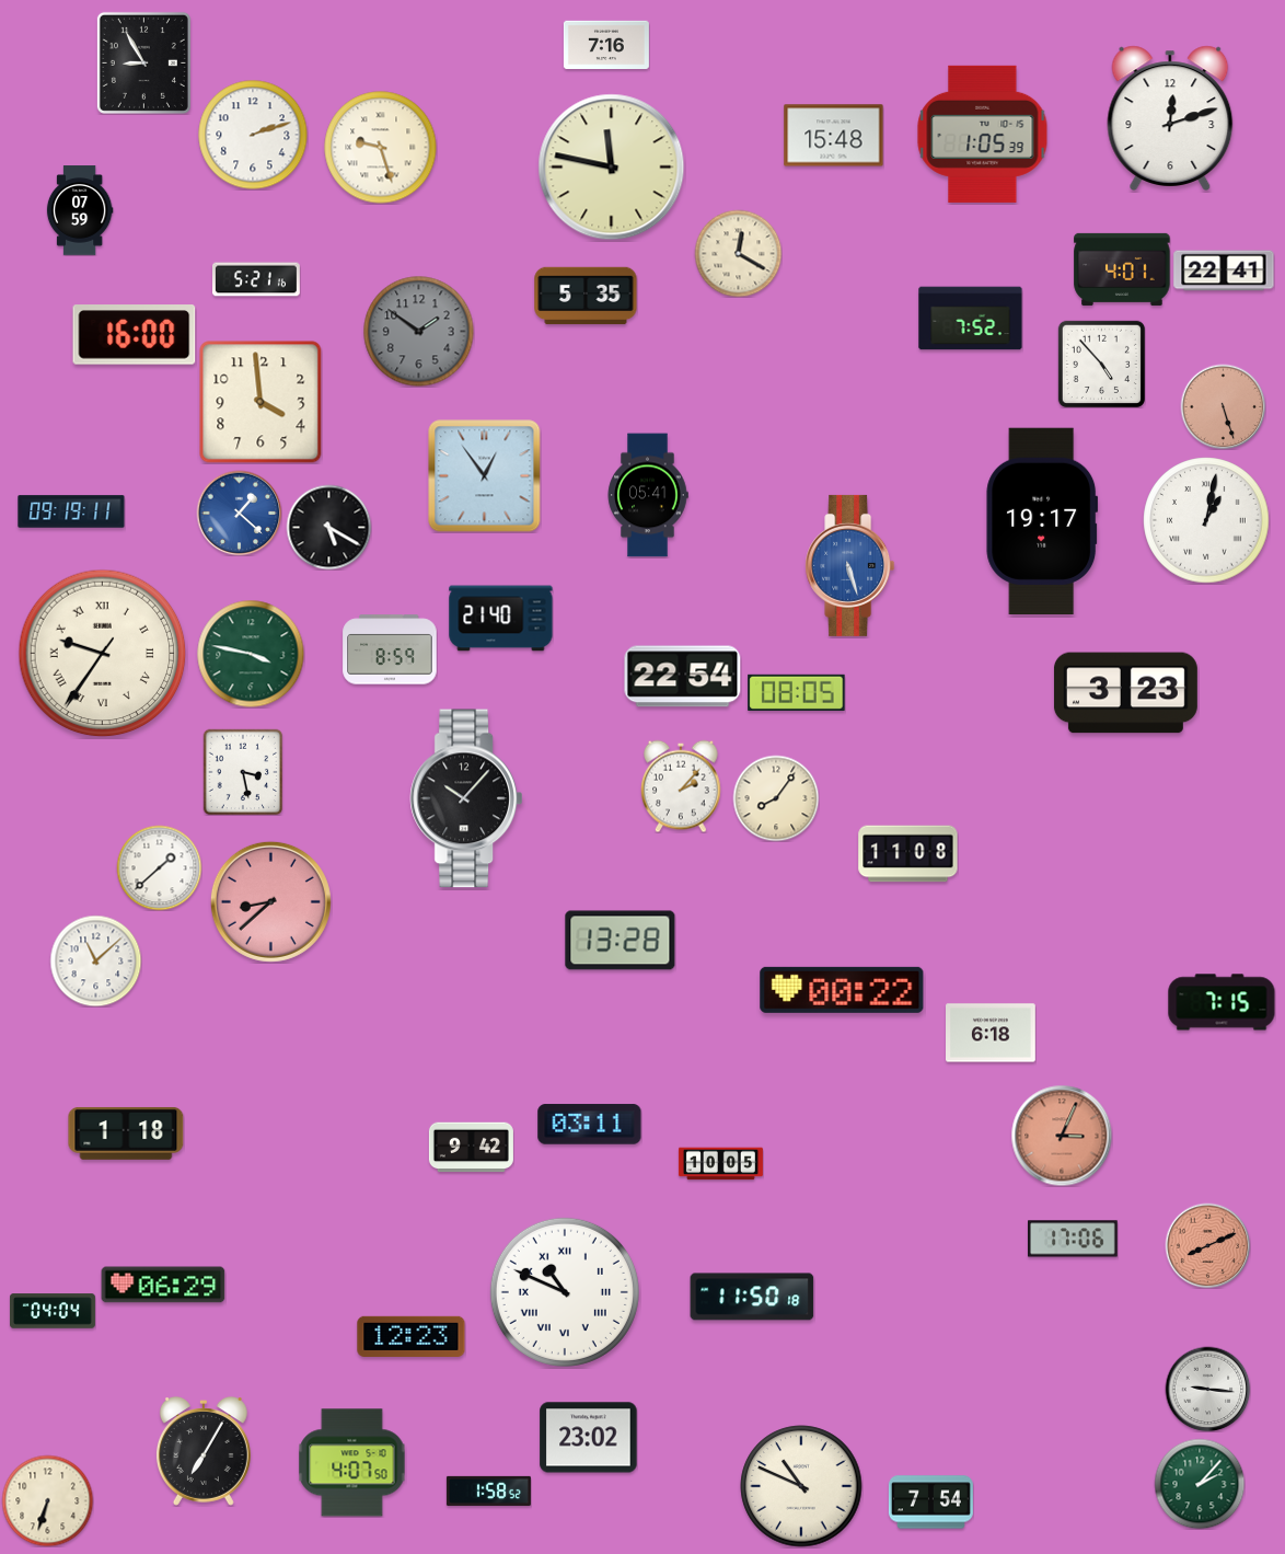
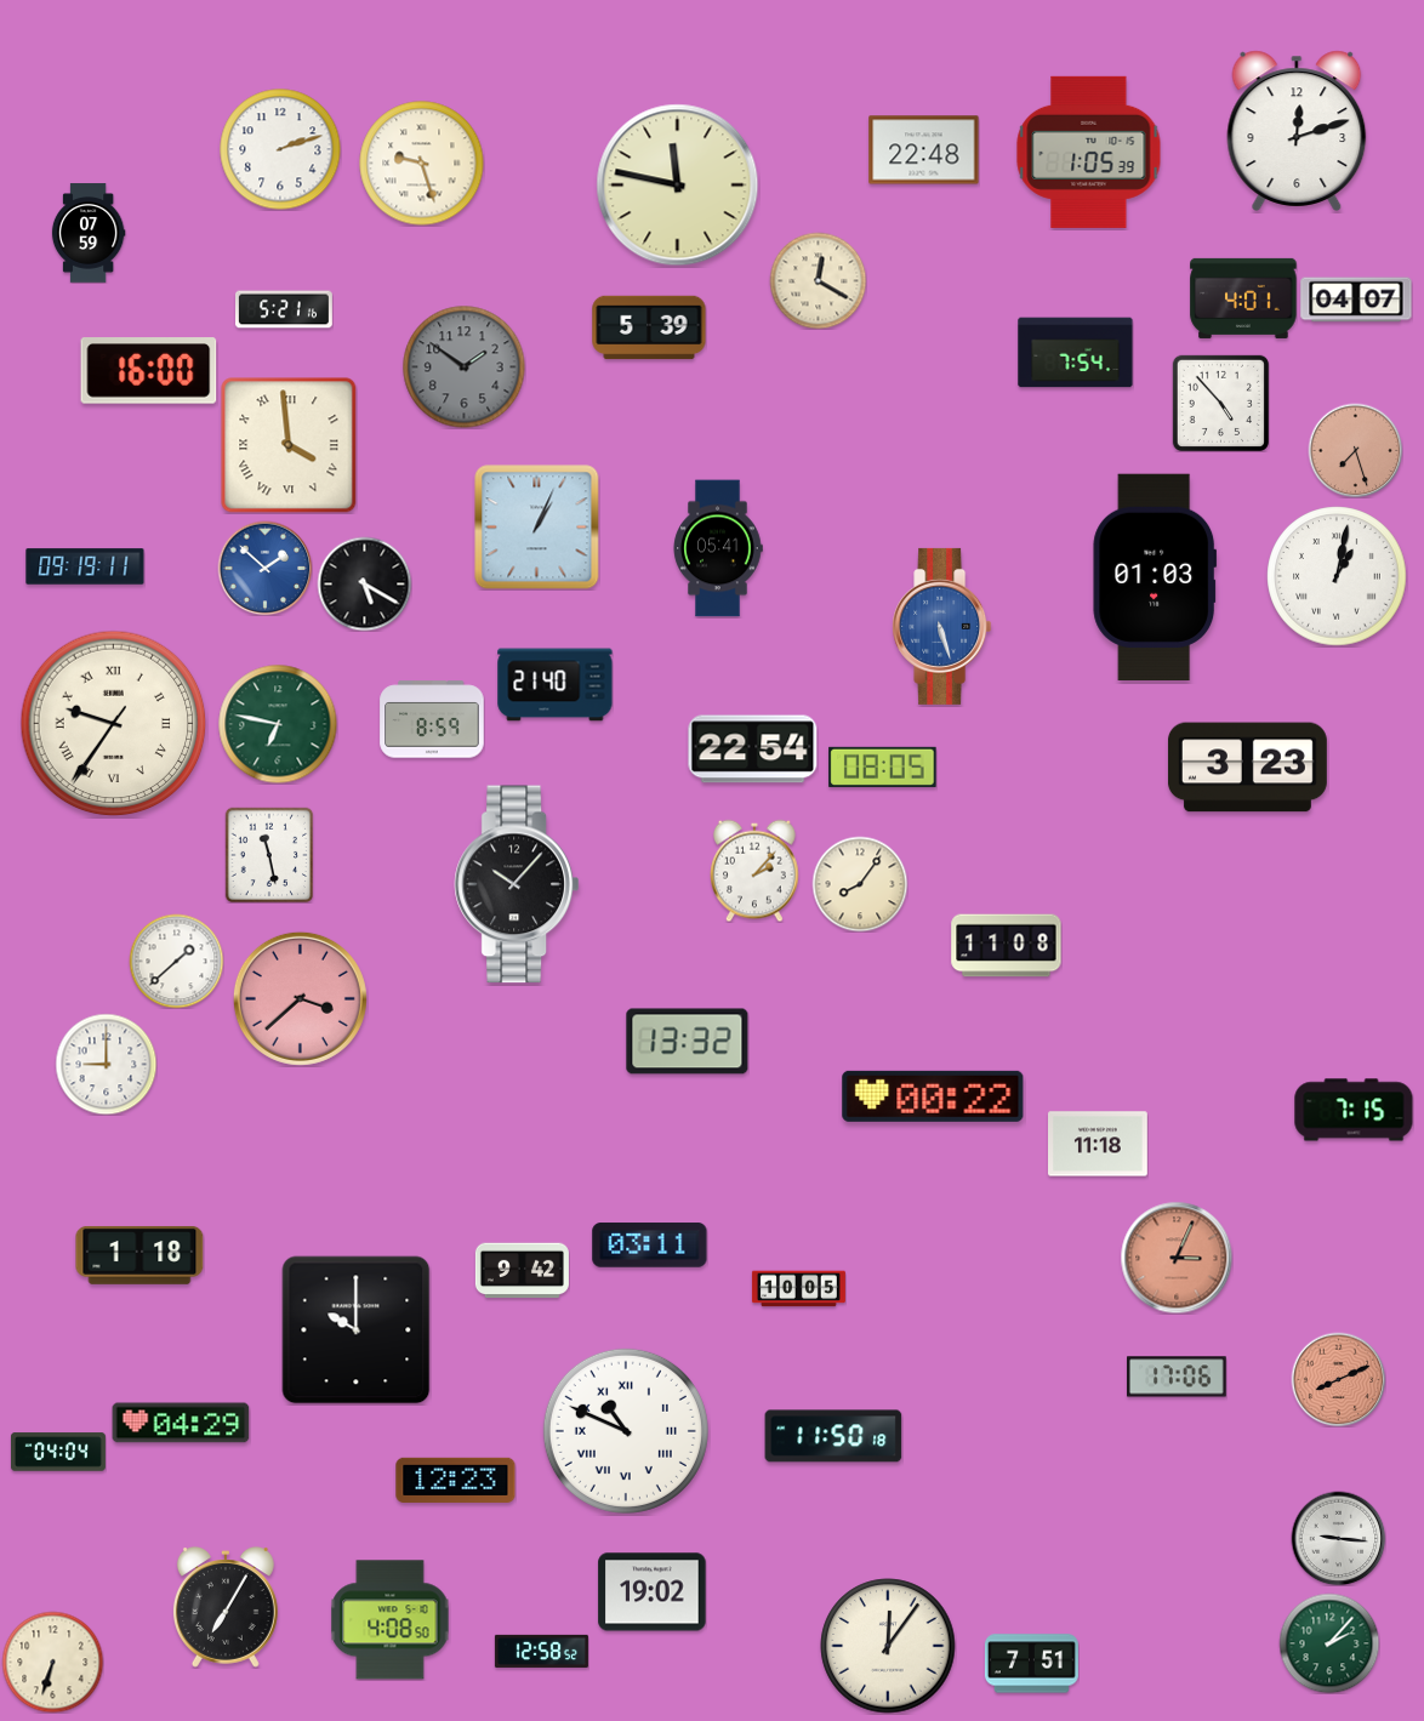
clock at (606, 45): 7:16 -> none
clock at (143, 62): 8:55 -> none
clock at (983, 134) position: (983, 134) -> (1089, 152)
clock at (834, 136): 15:48 -> 22:48
clock at (1224, 270): 22:41 -> 04:07
clock at (586, 296): 5:35 -> 5:39
clock at (971, 319): 7:52 -> 7:54
clock at (261, 402) numerals: Arabic -> Roman
clock at (1223, 406): 5:27 -> 7:27
clock at (485, 476): 12:54 -> 1:04
clock at (71, 511) position: (71, 511) -> (85, 566)
clock at (239, 513): 1:22 -> 1:52
clock at (1042, 520): 19:17 -> 01:03
clock at (251, 654): 3:47 -> 6:47
clock at (683, 677) position: (683, 677) -> (753, 750)
clock at (243, 772): 3:28 -> 11:28
clock at (270, 901): 8:38 -> 3:38
clock at (621, 941): 13:28 -> 13:32
clock at (95, 960): 11:08 -> 9:00
clock at (991, 1033): 6:18 -> 11:18
clock at (590, 1125) position: (590, 1125) -> (650, 1246)
clock at (357, 1330): none -> 10:00
clock at (1074, 1239) position: (1074, 1239) -> (1178, 1377)
clock at (163, 1285): 06:29 -> 04:29
clock at (589, 1438): 23:02 -> 19:02
clock at (352, 1463): 4:07 -> 4:08
clock at (801, 1486): 10:49 -> 12:06
clock at (488, 1490): 1:58 -> 12:58
clock at (930, 1503): 7:54 -> 7:51
